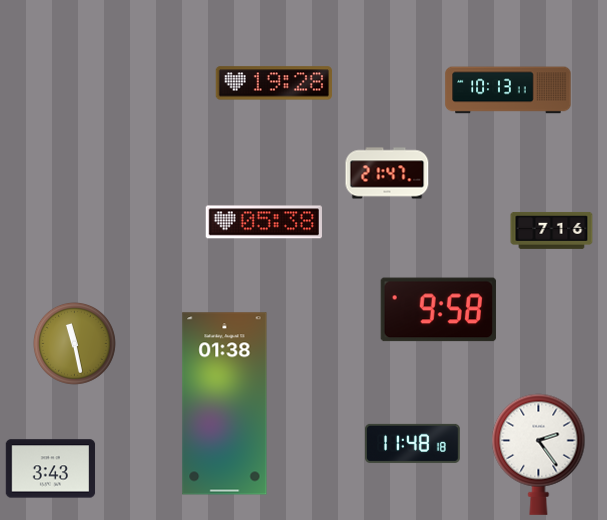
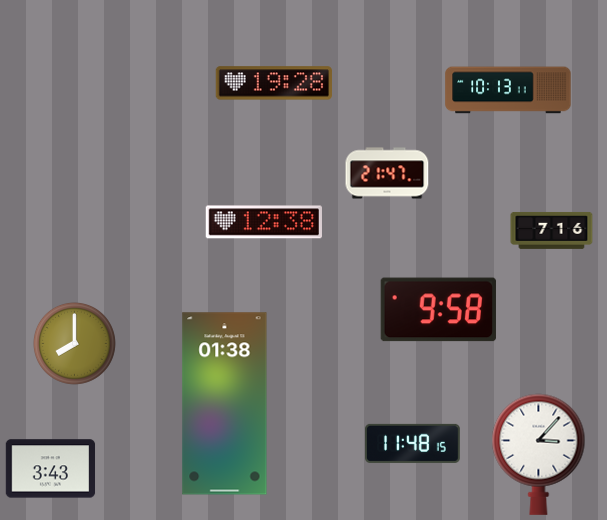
clock at (264, 222): 05:38 -> 12:38
clock at (74, 343): 11:28 -> 8:00
clock at (413, 443): 11:48:18 -> 11:48:15
clock at (539, 454): 2:24 -> 3:07
